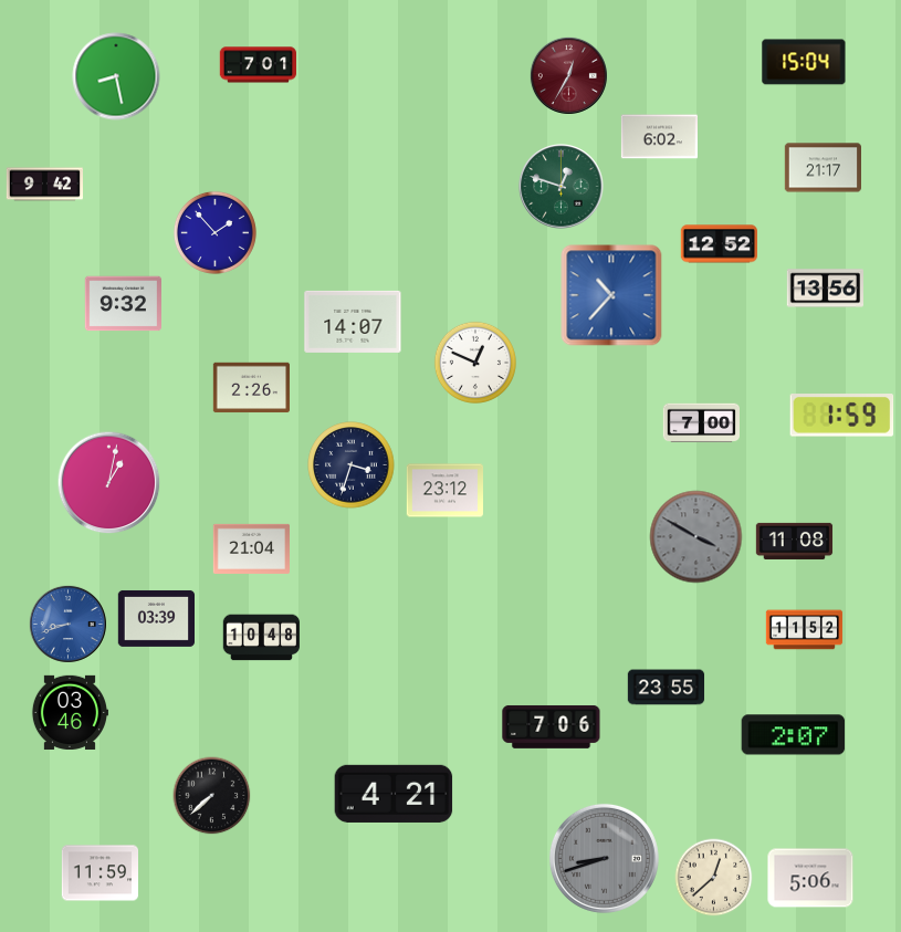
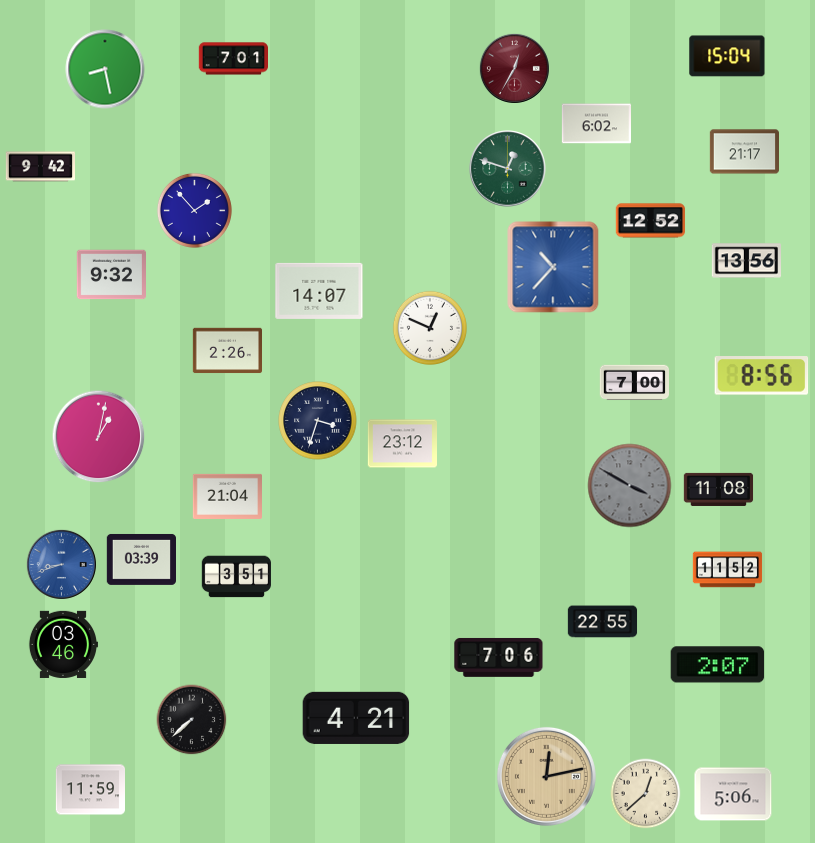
clock at (842, 416): 1:59 -> 8:56
clock at (261, 638): 10:48 -> 3:51
clock at (667, 688): 23:55 -> 22:55
clock at (604, 858): 8:42 -> 12:13
clock at (604, 858) dial: grey -> champagne
